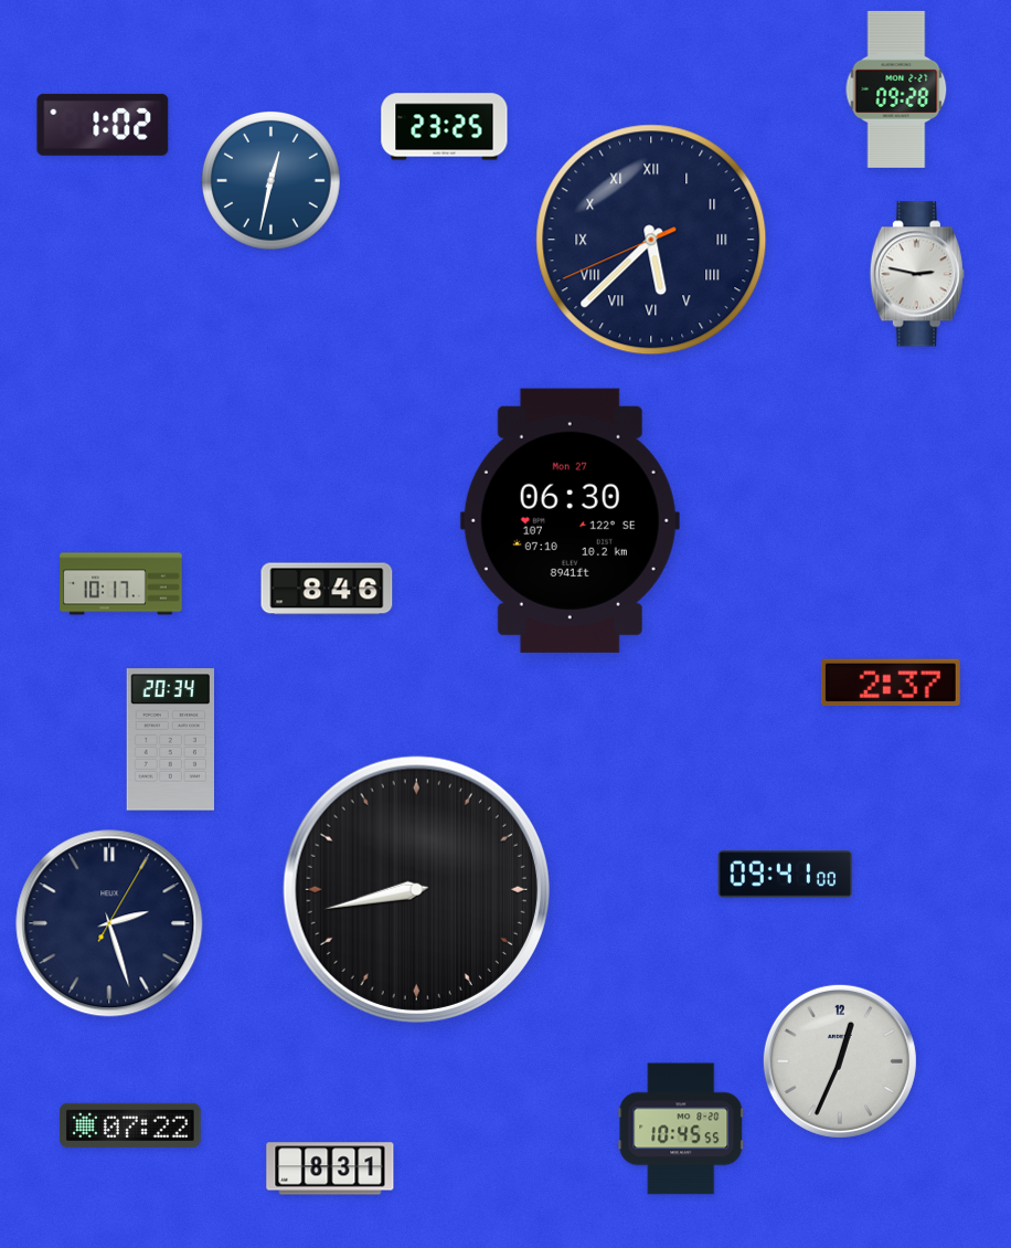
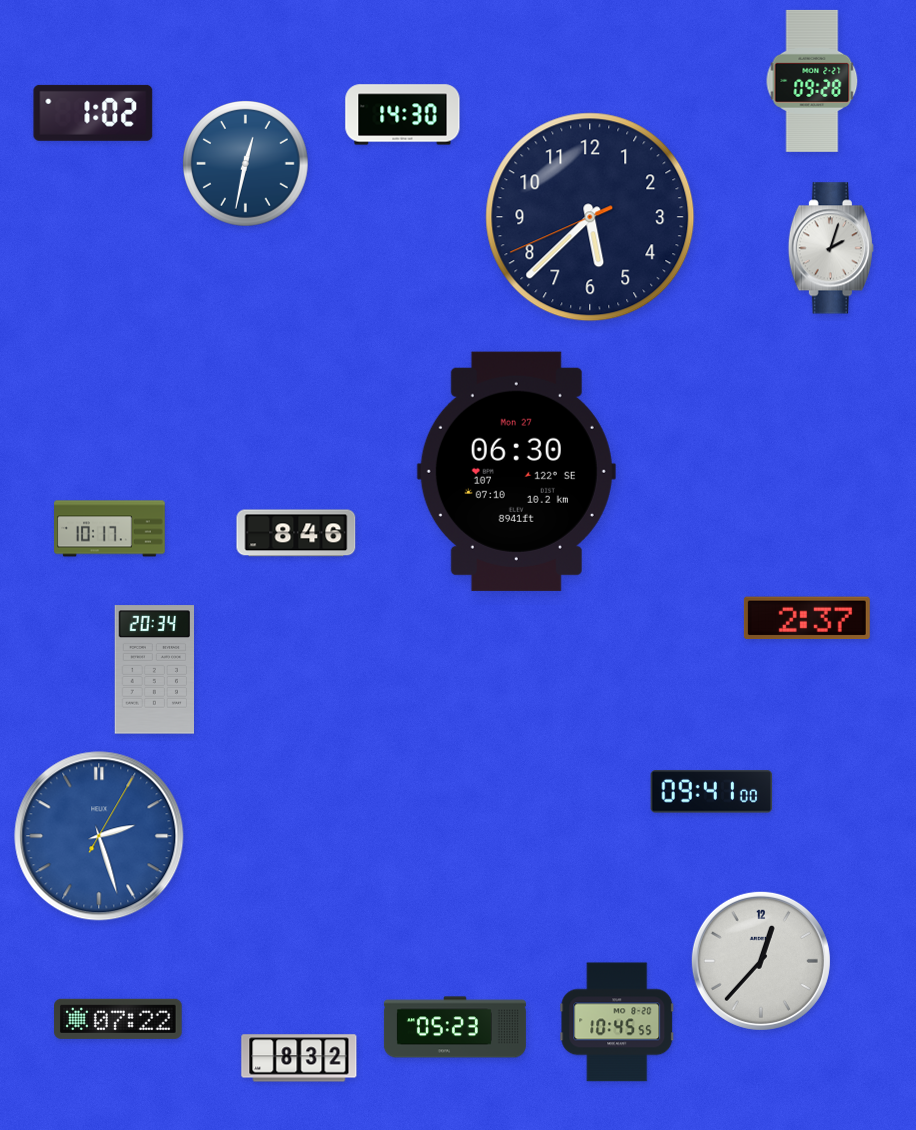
clock at (445, 127): 23:25 -> 14:30
clock at (651, 240) numerals: Roman -> Arabic
clock at (917, 274): 2:47 -> 2:03
clock at (416, 889): 8:43 -> none
clock at (109, 923) dial: navy -> blue
clock at (840, 1061): 12:34 -> 12:37
clock at (455, 1027): none -> 05:23
clock at (330, 1168): 8:31 -> 8:32
